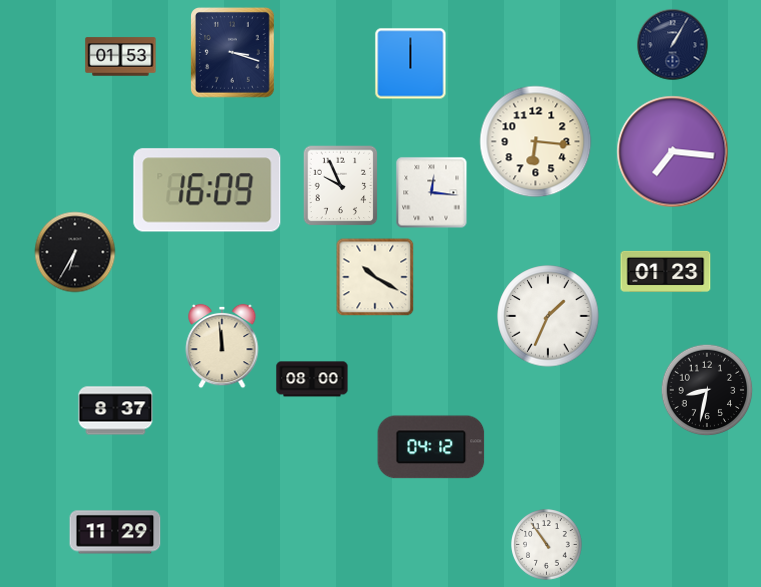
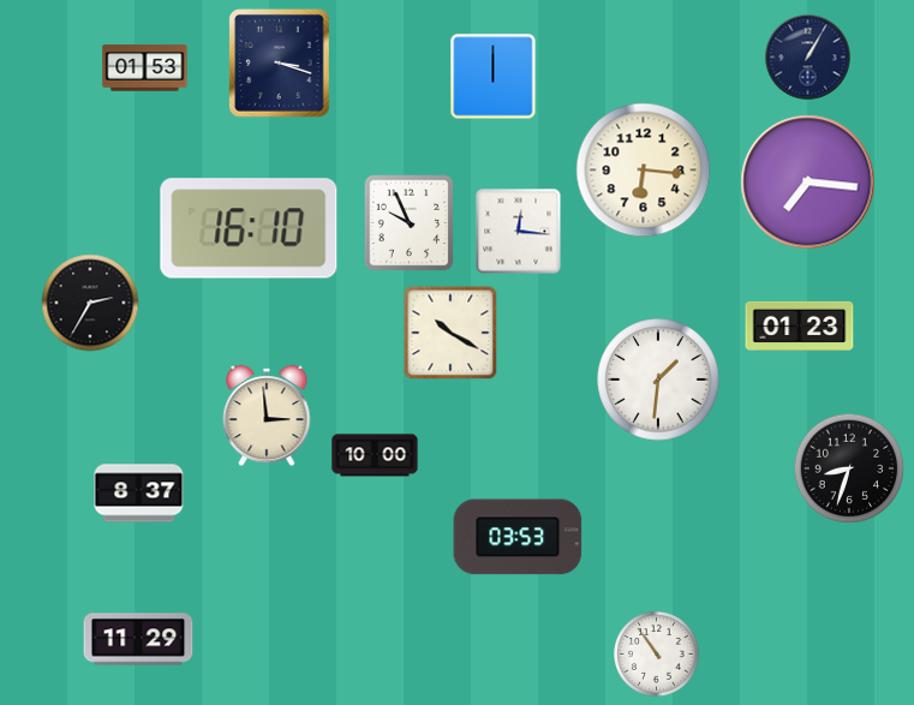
clock at (673, 45) position: (673, 45) -> (808, 58)
clock at (207, 190): 16:09 -> 16:10
clock at (75, 252): 6:35 -> 2:35
clock at (548, 316): 1:34 -> 1:31
clock at (222, 346): 11:59 -> 2:59
clock at (312, 379): 08:00 -> 10:00
clock at (707, 390): 8:32 -> 8:33
clock at (431, 447): 04:12 -> 03:53
